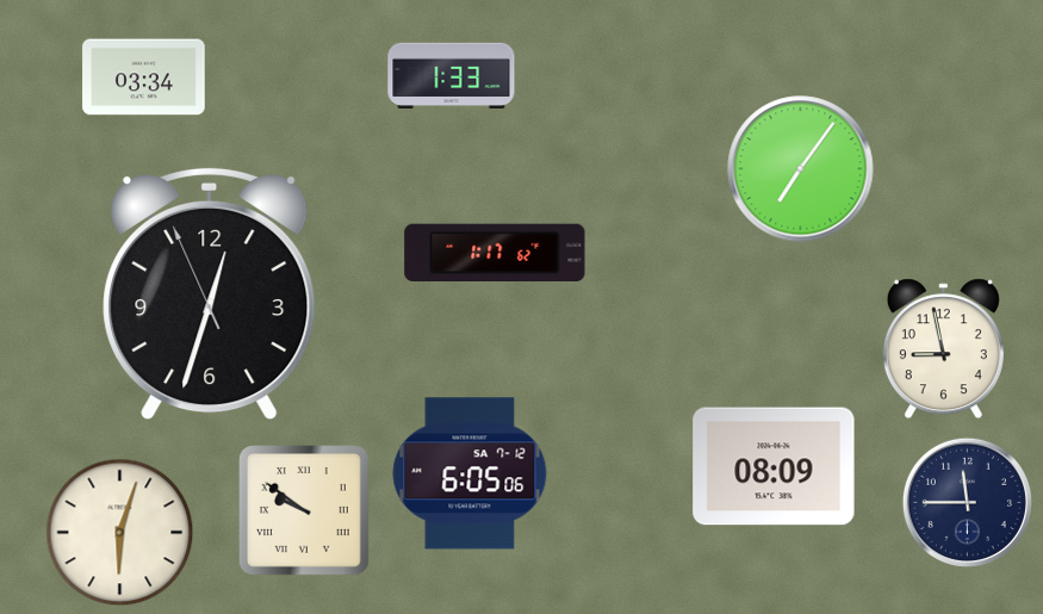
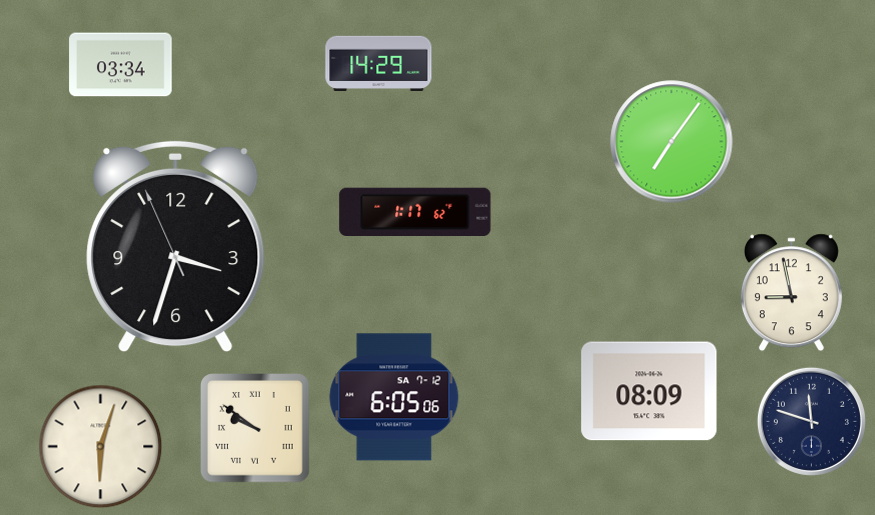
clock at (452, 75): 1:33 -> 14:29
clock at (210, 294): 12:32 -> 3:32
clock at (967, 502): 11:45 -> 11:48
